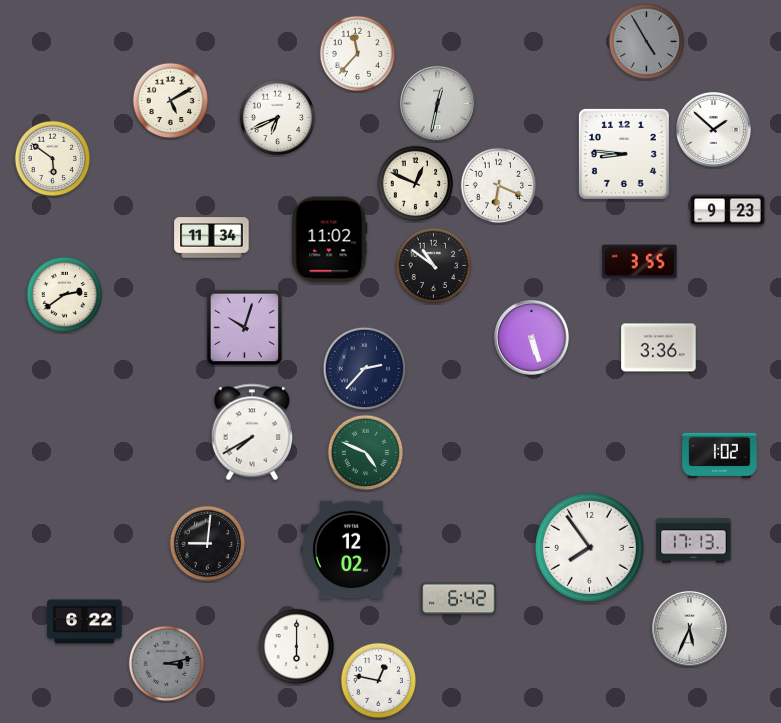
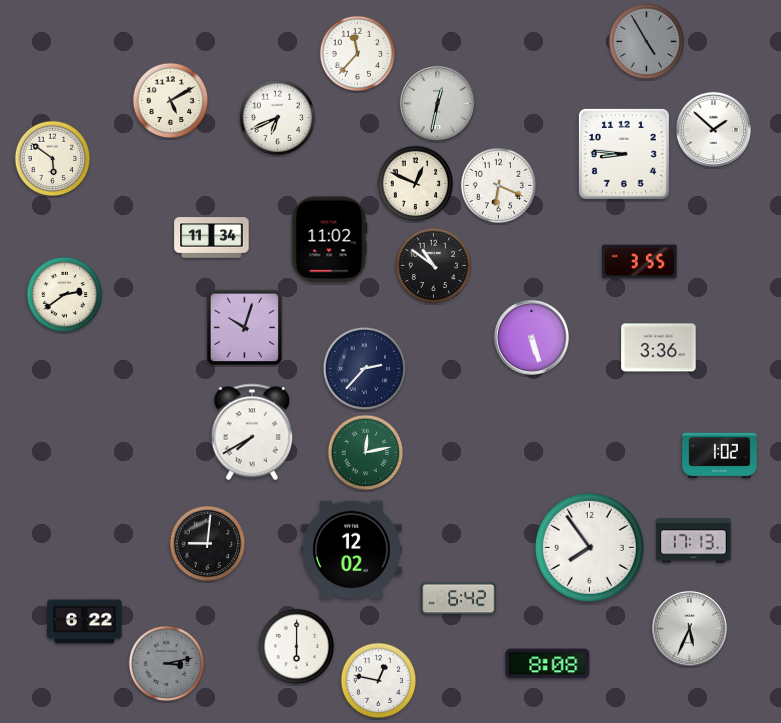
clock at (728, 211): 9:23 -> none
clock at (366, 453): 4:49 -> 12:13
clock at (548, 664): none -> 8:08
